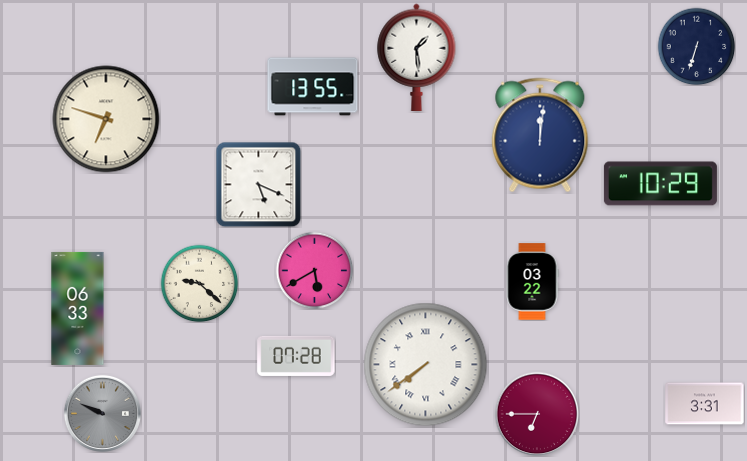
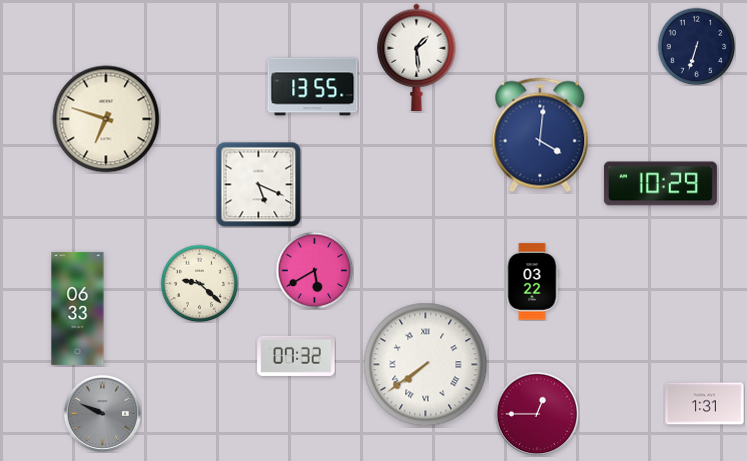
clock at (540, 135): 12:01 -> 4:01
clock at (296, 356): 07:28 -> 07:32
clock at (705, 404): 3:31 -> 1:31
clock at (537, 414): 6:45 -> 12:45
